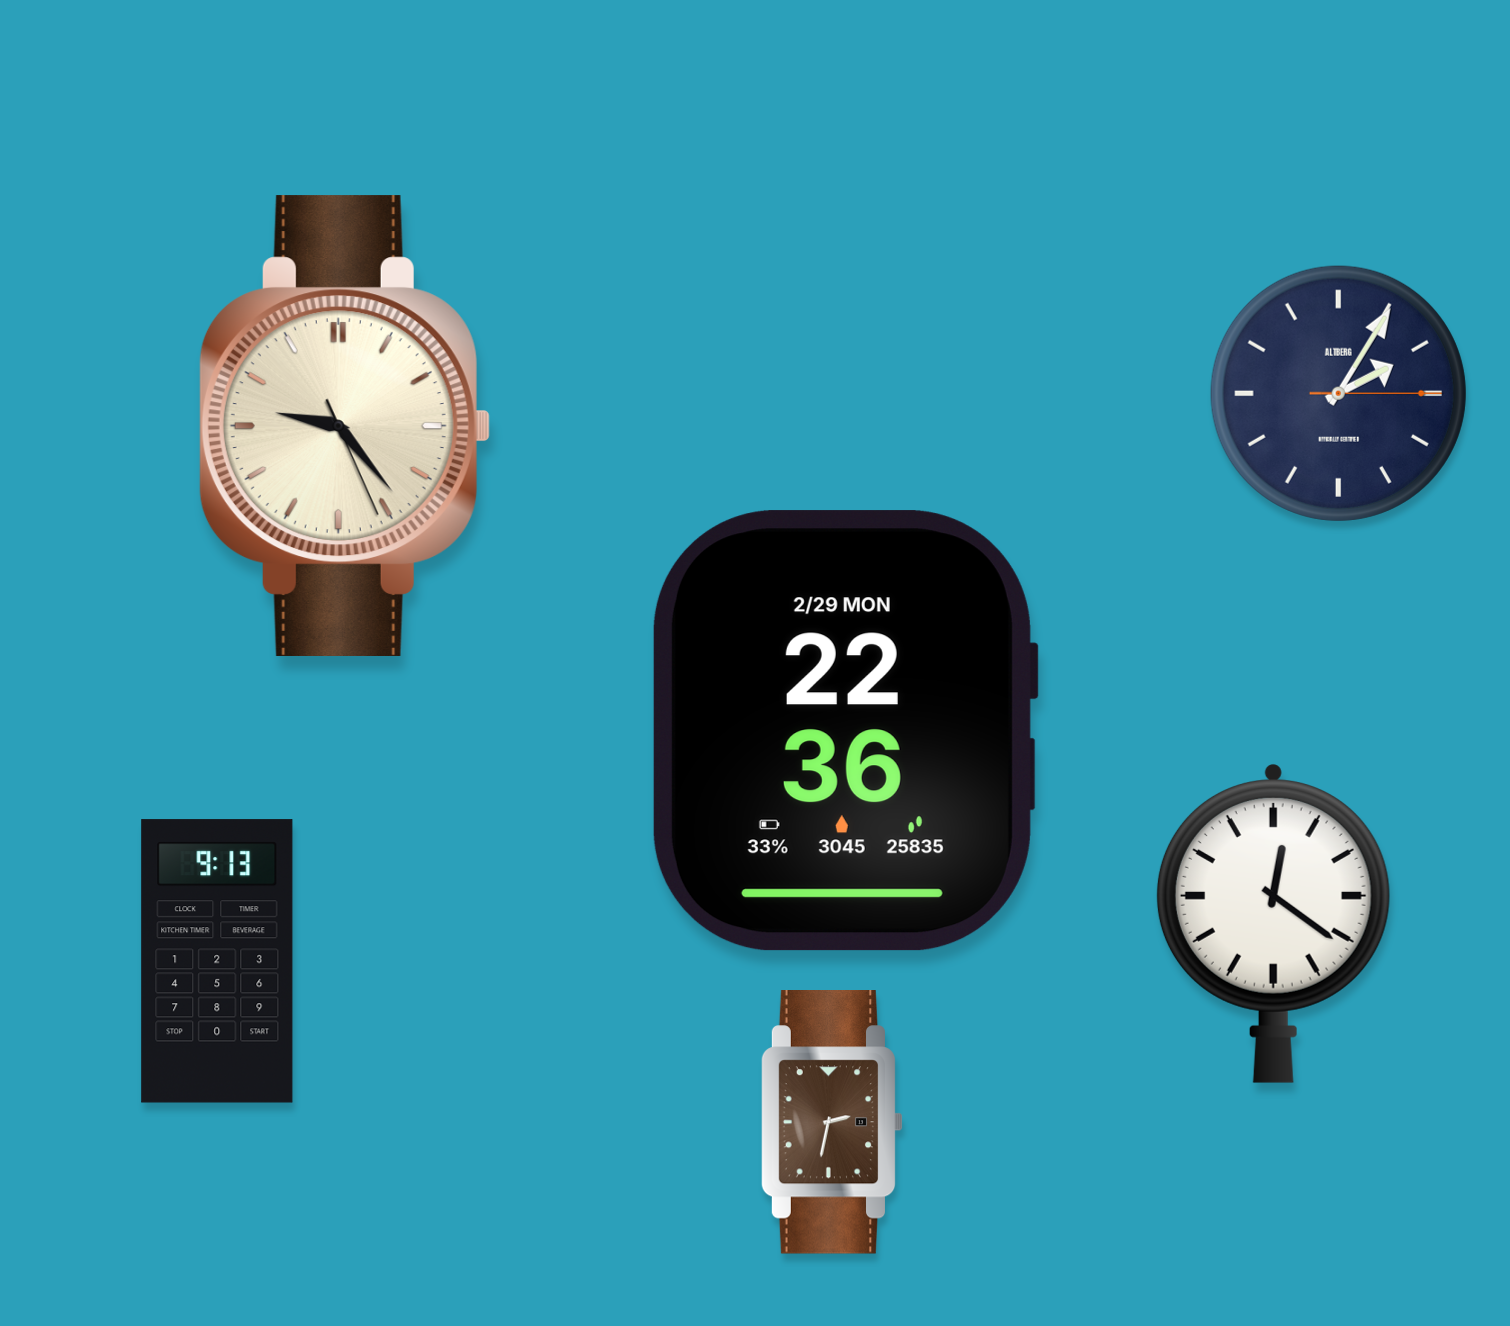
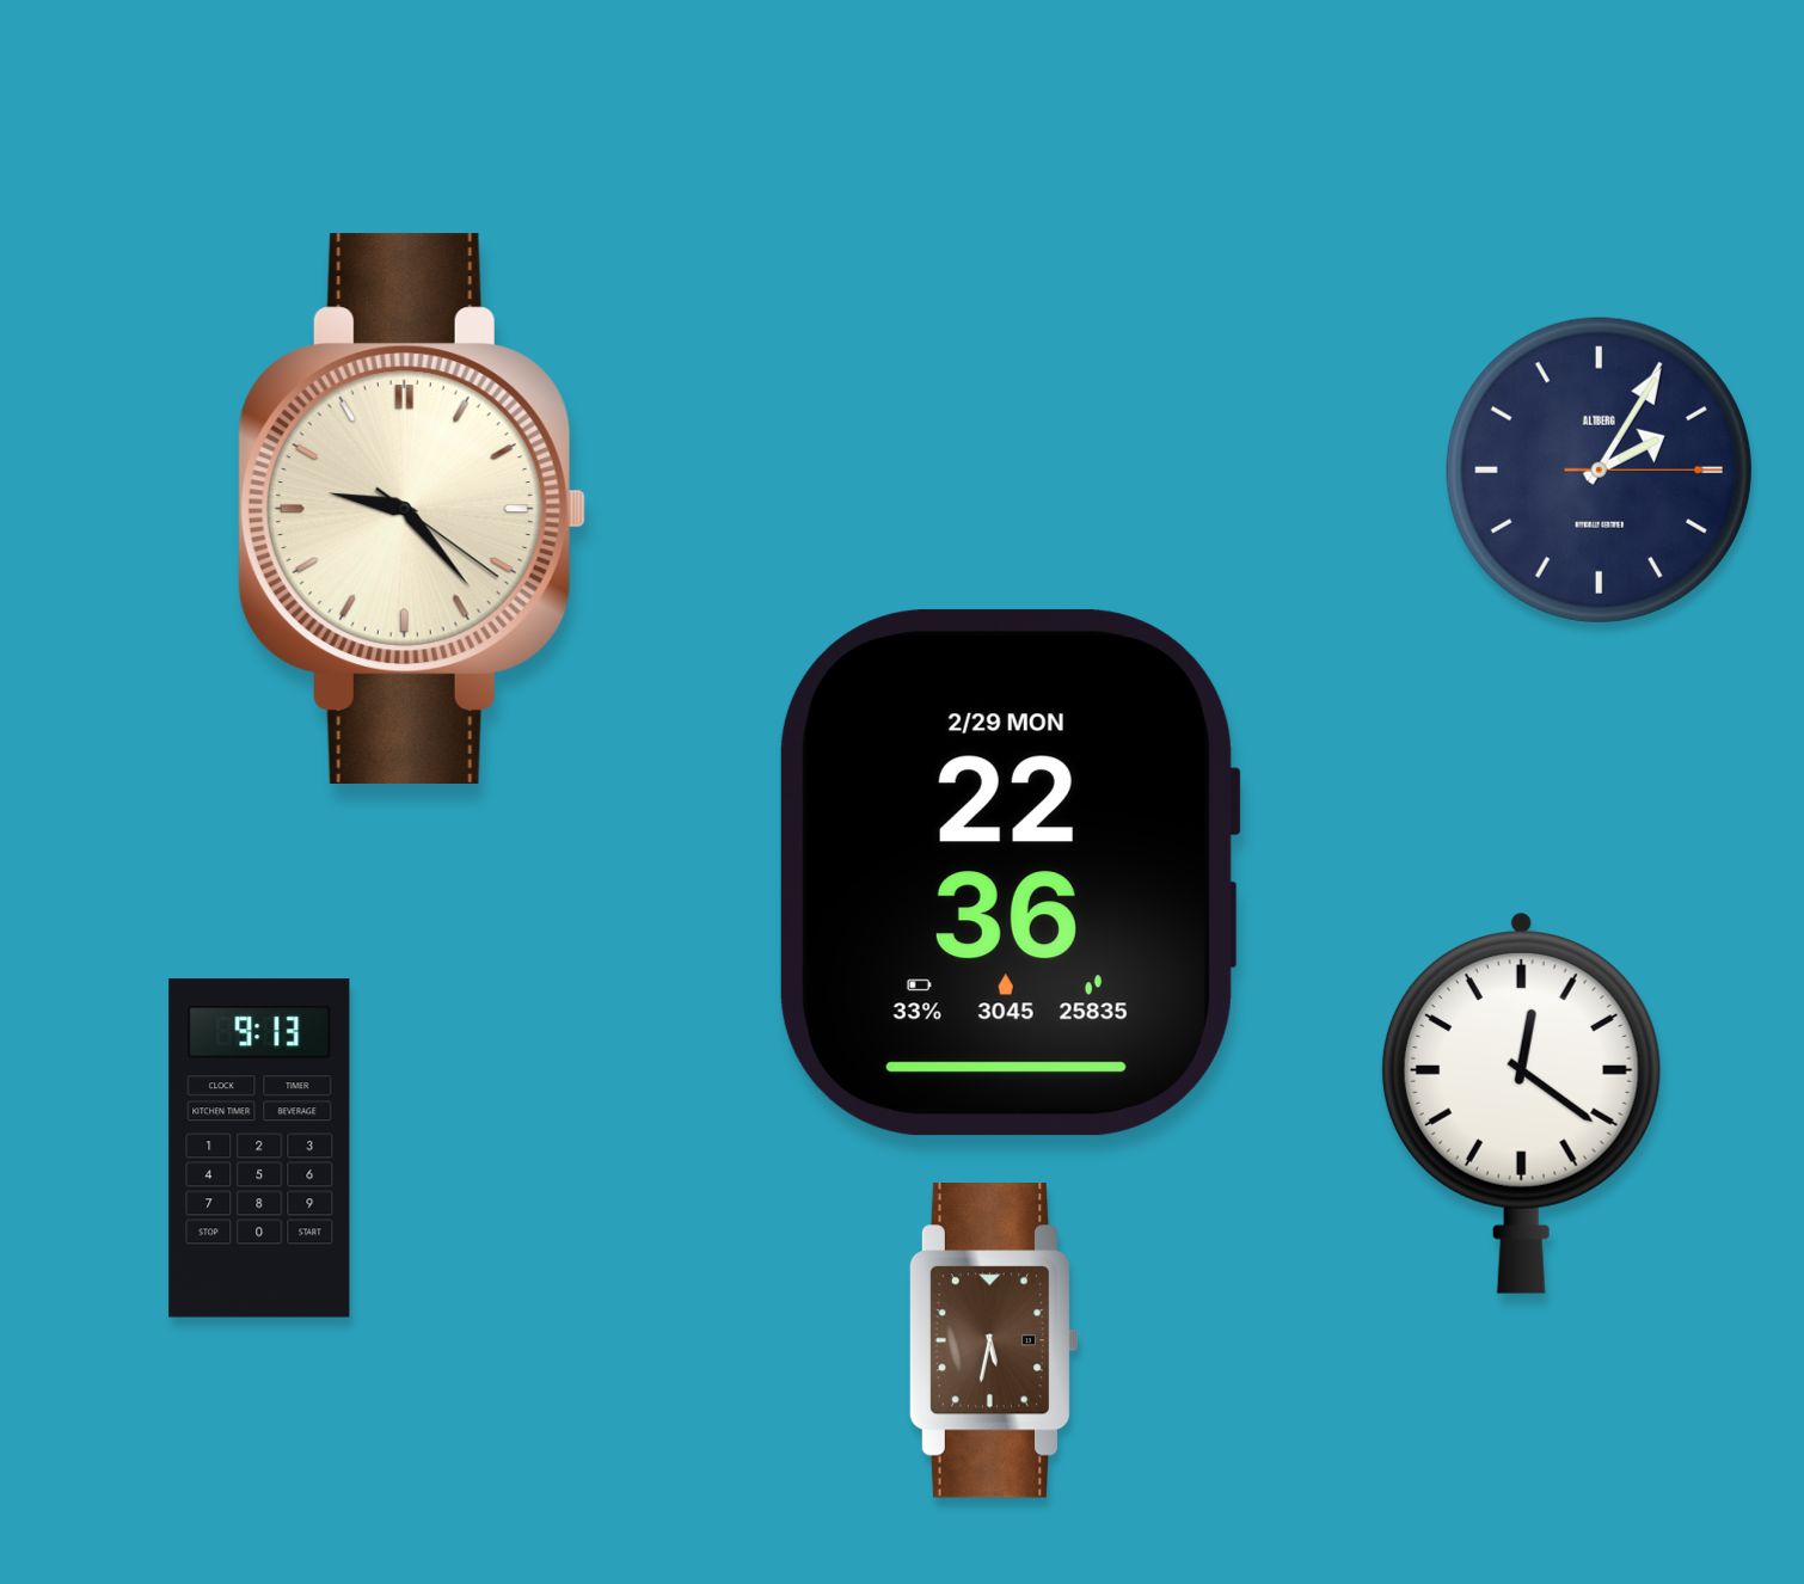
clock at (344, 425): 9:23:26 -> 9:23:21
clock at (832, 1123): 2:32 -> 5:32
